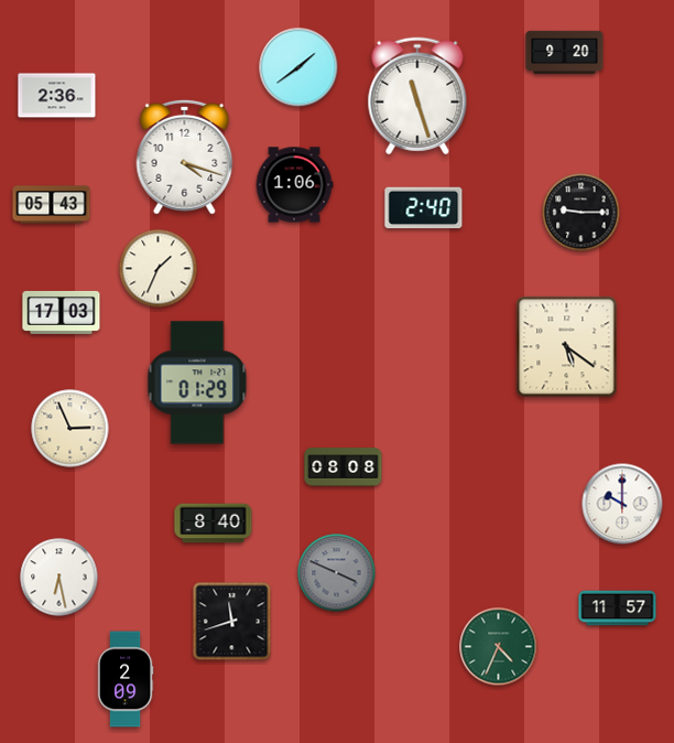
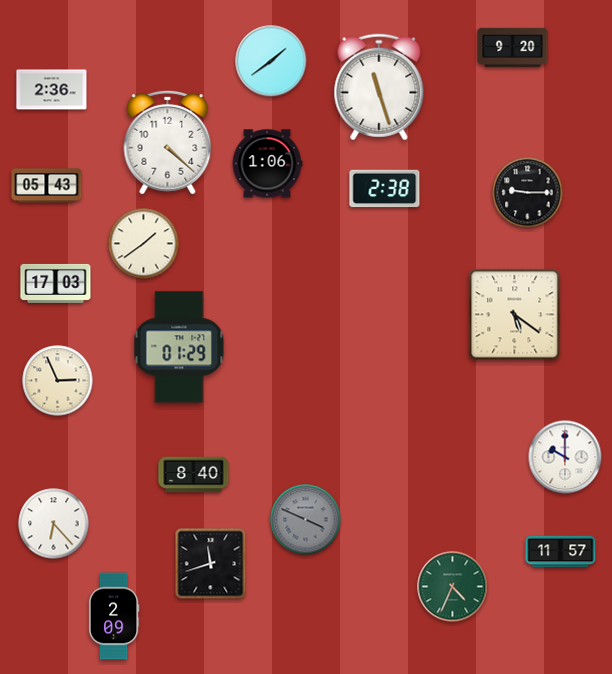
clock at (57, 96) position: (57, 96) -> (52, 90)
clock at (185, 157): 4:18 -> 4:22
clock at (294, 185) position: (294, 185) -> (267, 164)
clock at (424, 208): 2:40 -> 2:38
clock at (159, 269): 1:34 -> 1:39
clock at (70, 429) position: (70, 429) -> (58, 381)
clock at (344, 467): 08:08 -> none
clock at (59, 578): 6:28 -> 6:23
